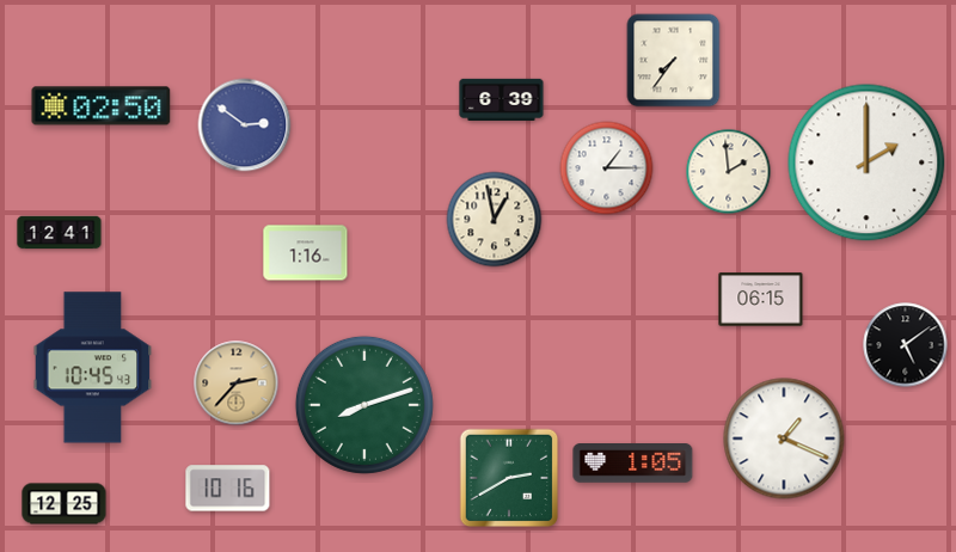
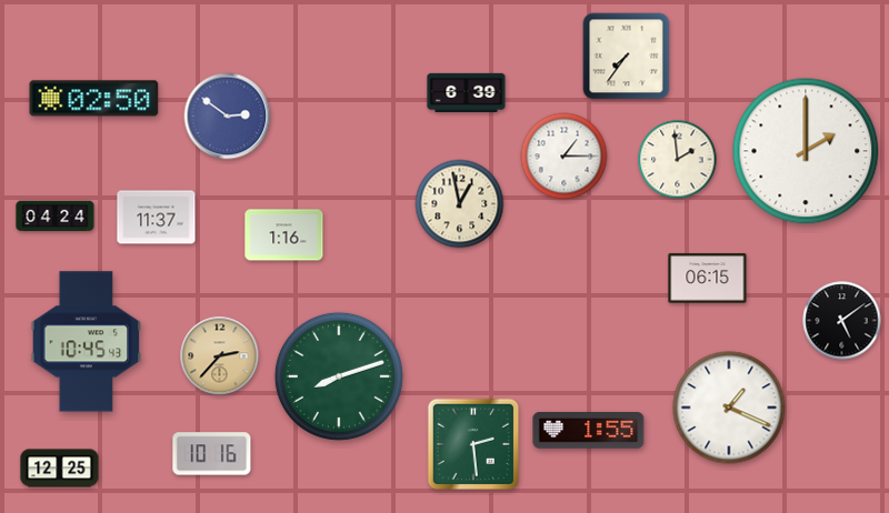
clock at (60, 233): 12:41 -> 04:24
clock at (157, 218): none -> 11:37
clock at (633, 464): 1:05 -> 1:55
clock at (509, 478): 2:40 -> 2:29
